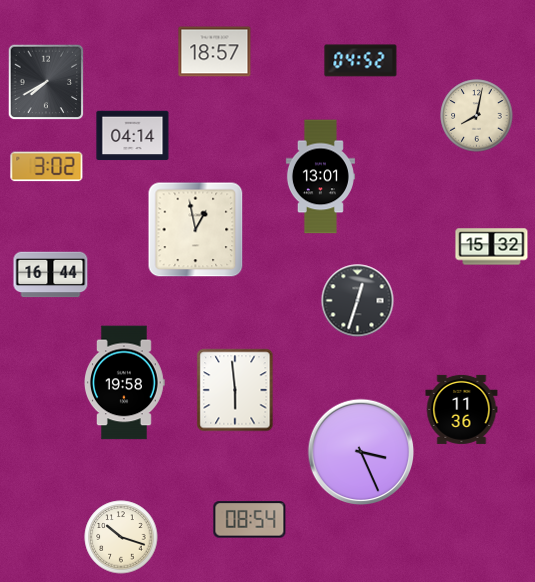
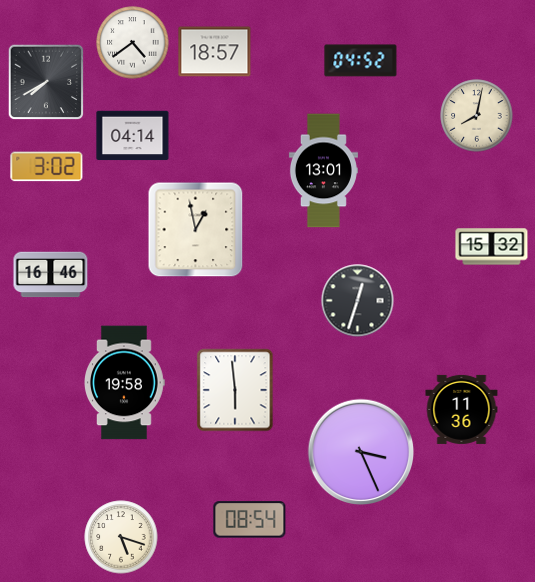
clock at (133, 43): none -> 4:39
clock at (320, 177) position: (320, 177) -> (323, 171)
clock at (51, 275): 16:44 -> 16:46
clock at (121, 537): 10:18 -> 5:18
